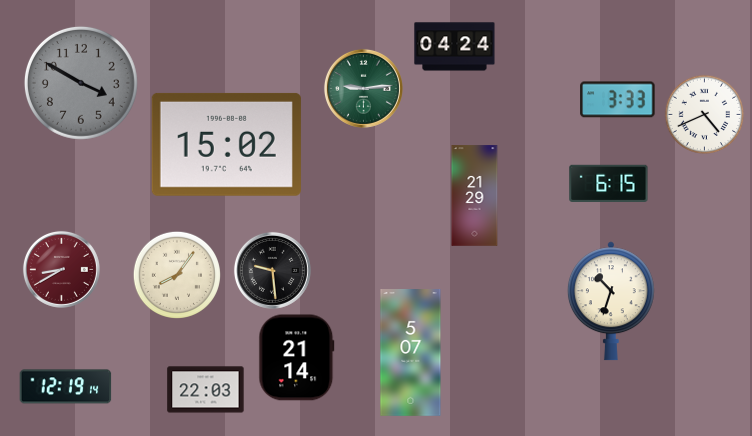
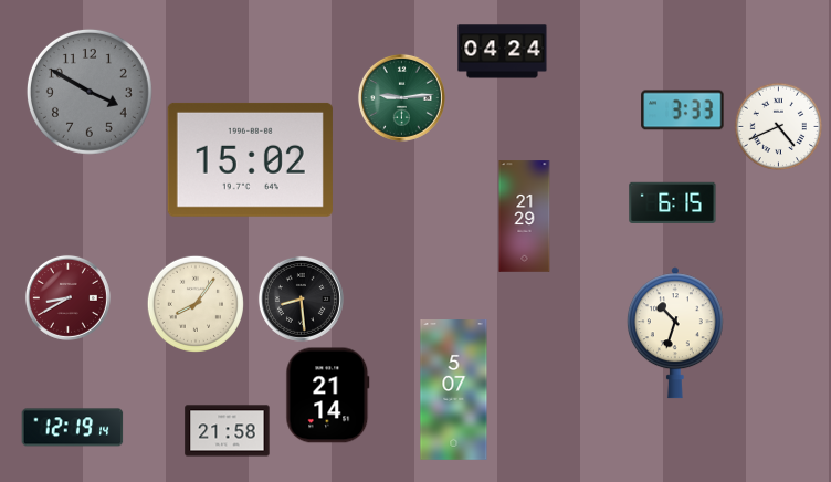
clock at (272, 270): 9:29 -> 8:29
clock at (206, 390): 22:03 -> 21:58
